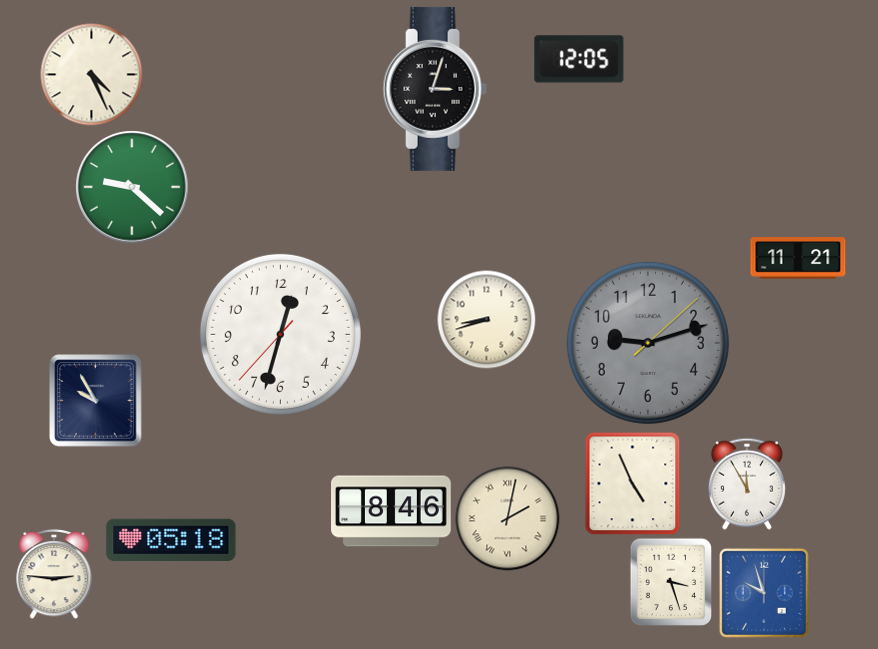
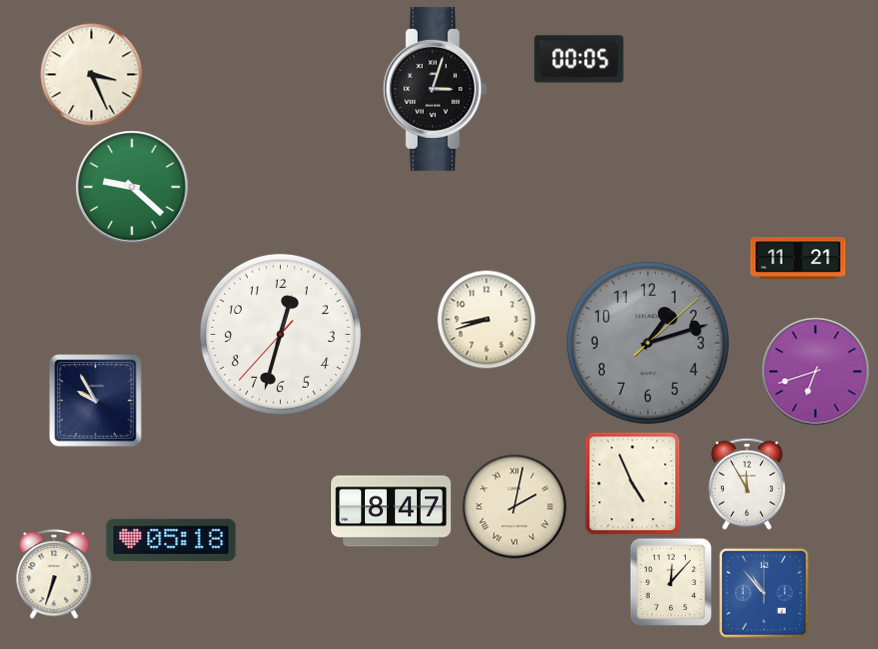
clock at (579, 59): 12:05 -> 00:05
clock at (92, 75): 4:26 -> 3:26
clock at (648, 343): 9:12 -> 1:12
clock at (816, 372): none -> 6:42
clock at (392, 511): 8:46 -> 8:47
clock at (508, 519) position: (508, 519) -> (515, 507)
clock at (54, 575): 2:46 -> 6:33
clock at (670, 581): 3:27 -> 12:07
clock at (764, 593): 9:57 -> 10:53
